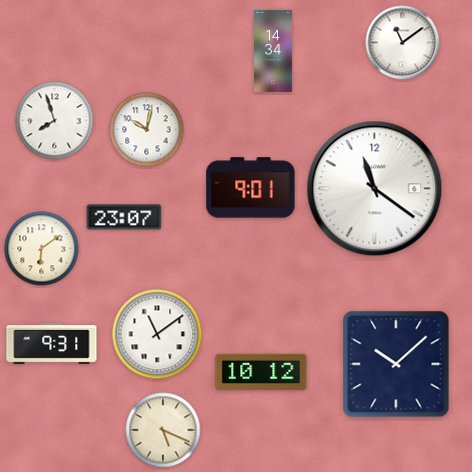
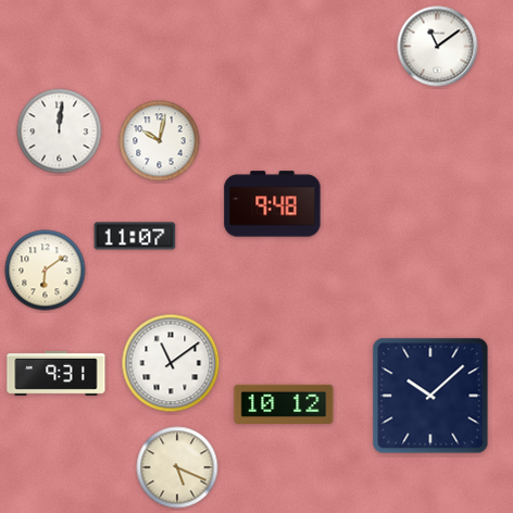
clock at (274, 51): 14:34 -> none
clock at (55, 121): 7:57 -> 12:01
clock at (251, 188): 9:01 -> 9:48
clock at (375, 189): 11:21 -> none
clock at (124, 217): 23:07 -> 11:07
